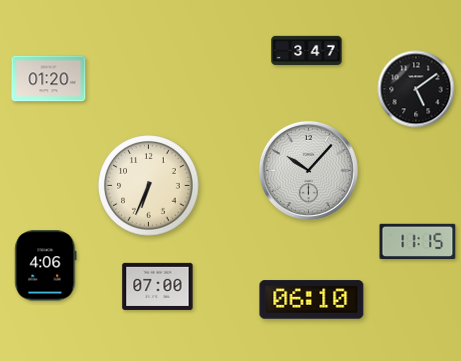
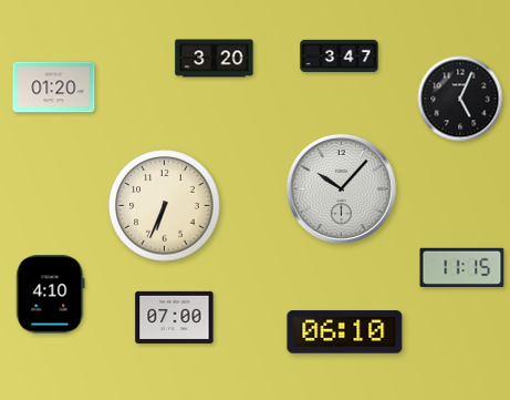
clock at (215, 59): none -> 3:20
clock at (416, 89): 5:09 -> 5:04
clock at (46, 266): 4:06 -> 4:10
